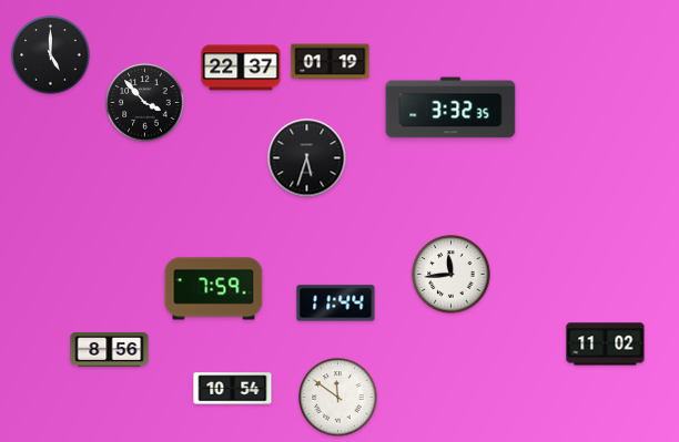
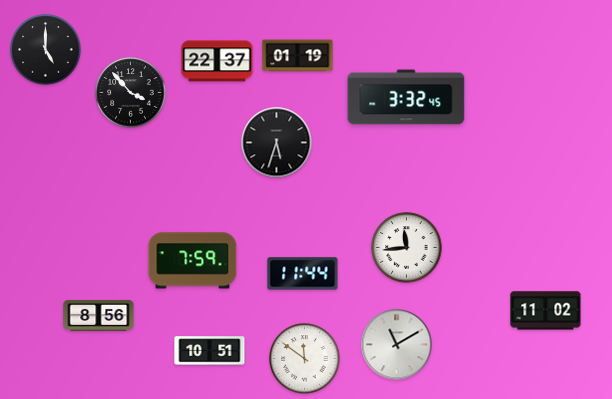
clock at (450, 107): 3:32:35 -> 3:32:45
clock at (397, 345): none -> 11:10
clock at (233, 389): 10:54 -> 10:51
